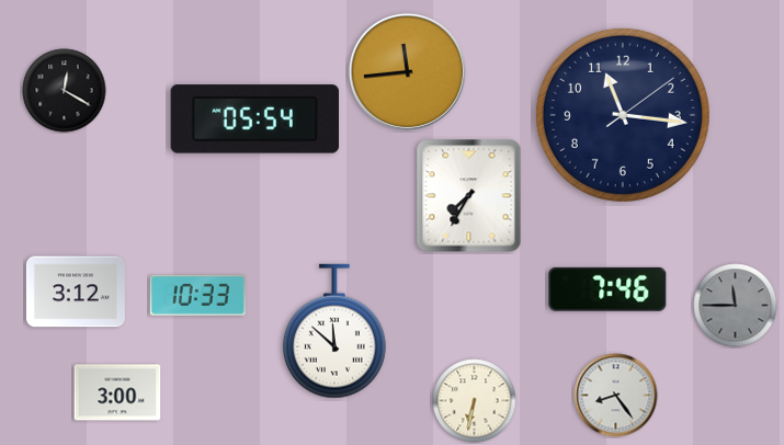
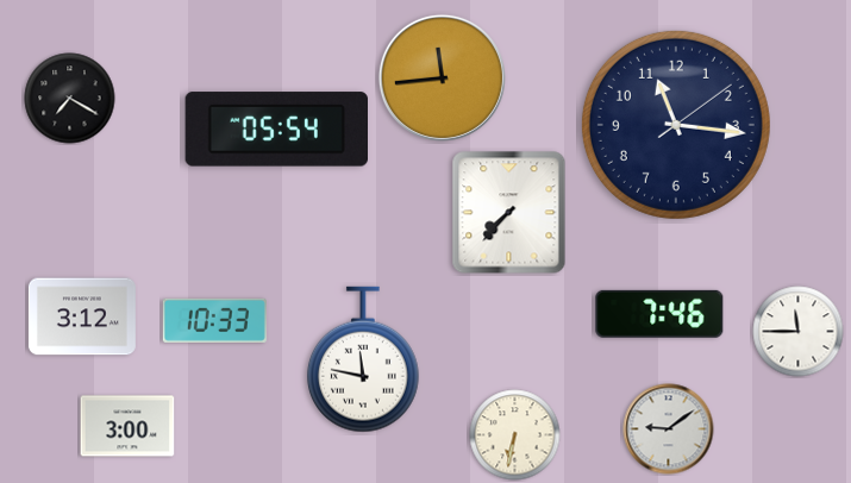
clock at (65, 91): 12:20 -> 7:20
clock at (469, 196): 7:35 -> 7:37
clock at (736, 306) dial: grey -> white
clock at (334, 331): 11:52 -> 11:47
clock at (616, 396): 8:24 -> 9:09
